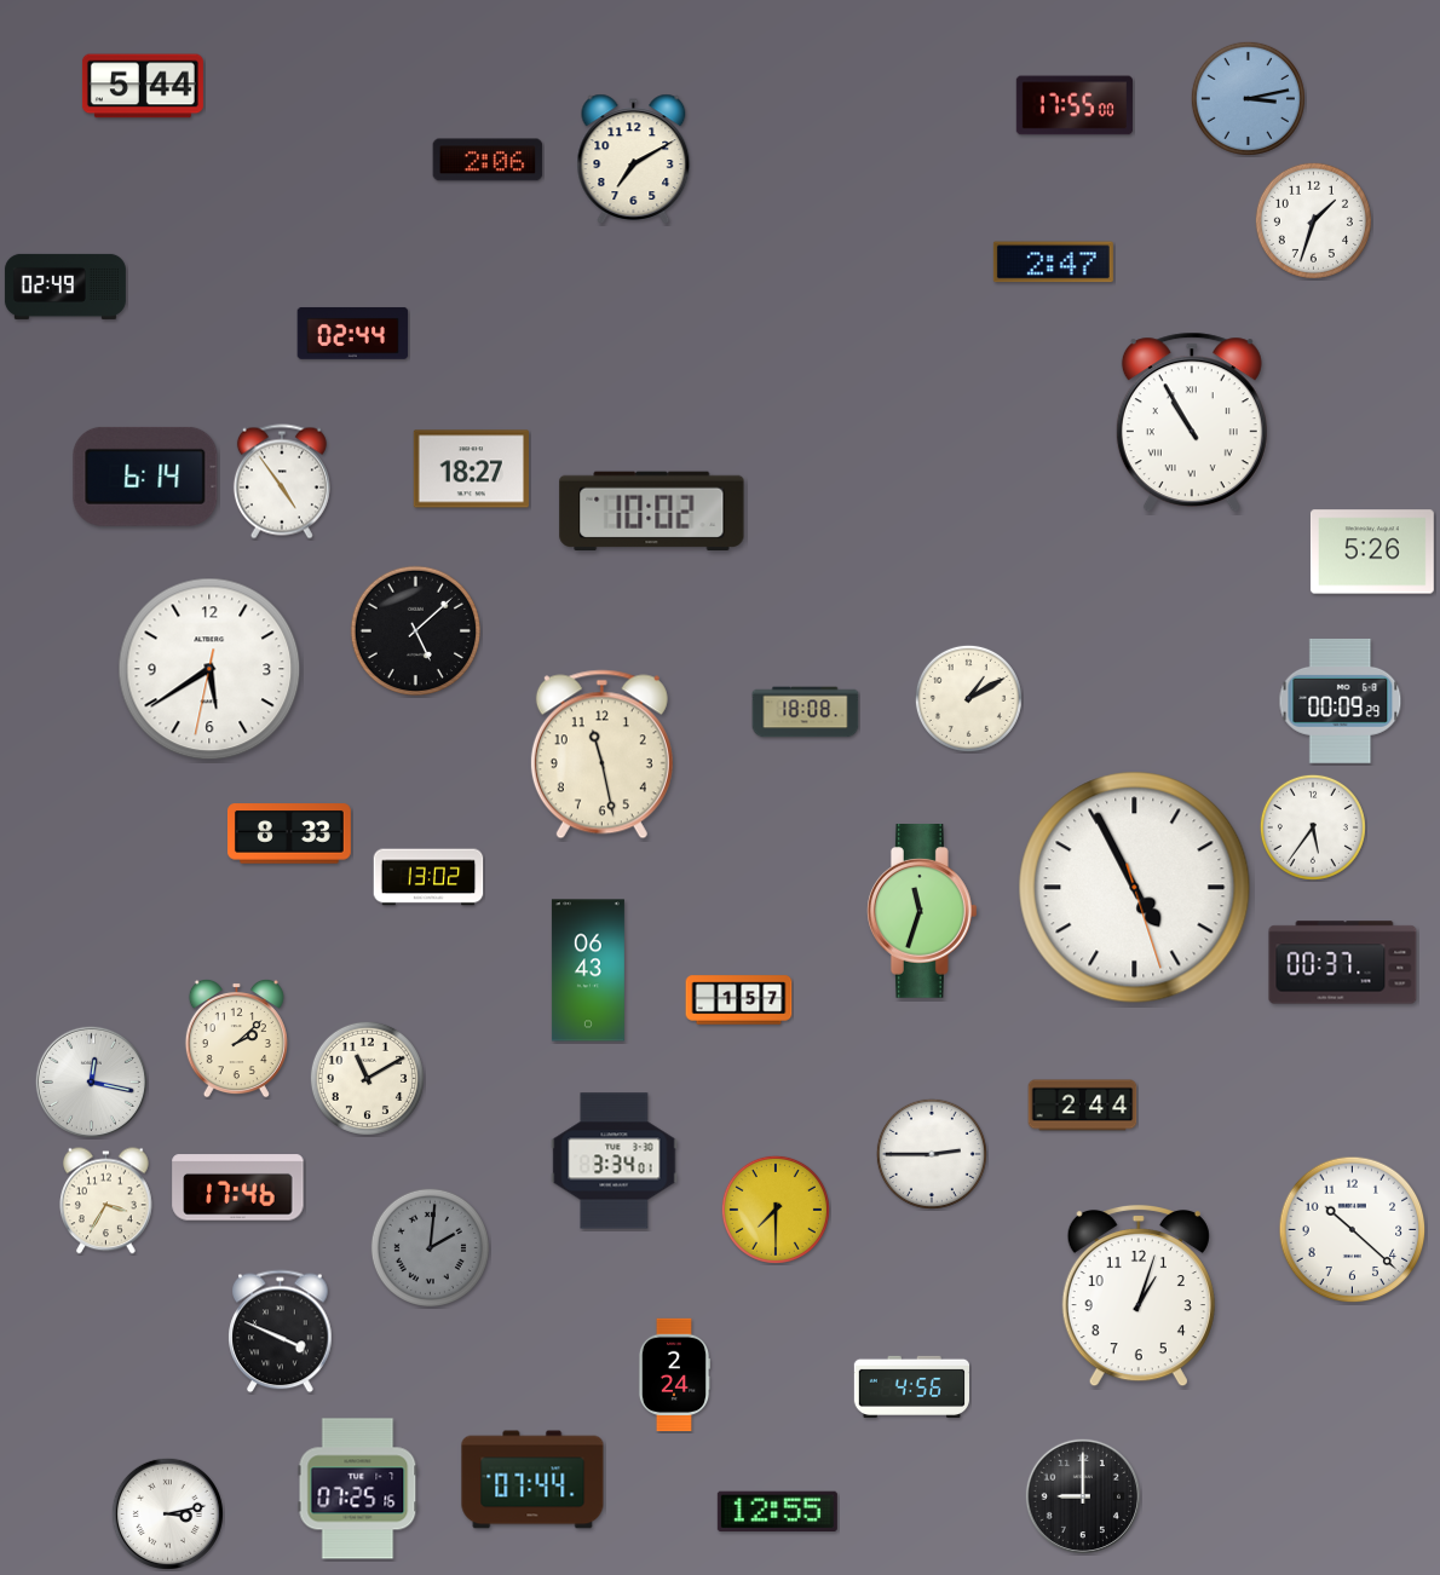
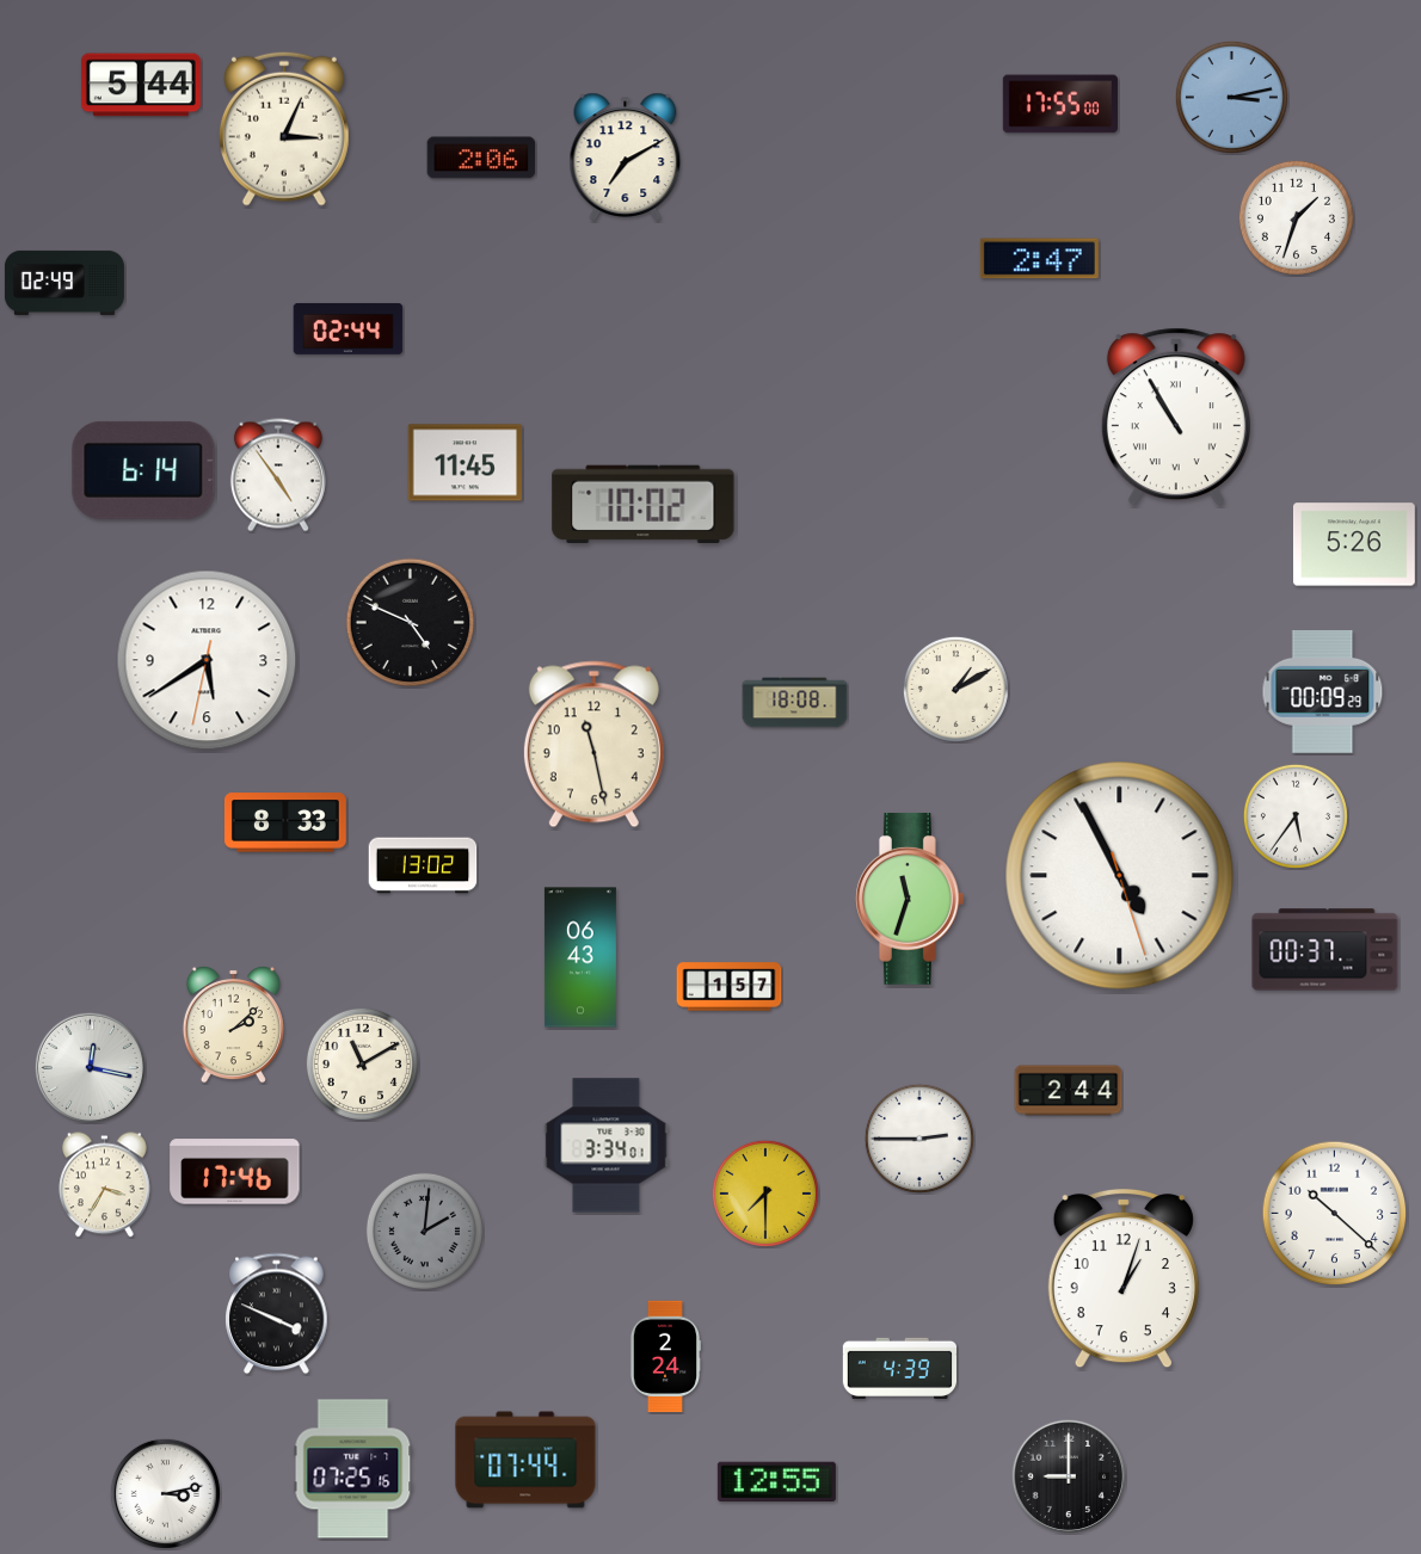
clock at (284, 129): none -> 3:04
clock at (471, 469): 18:27 -> 11:45
clock at (415, 630): 5:08 -> 4:49
clock at (911, 1386): 4:56 -> 4:39
clock at (777, 1511) position: (777, 1511) -> (776, 1481)
